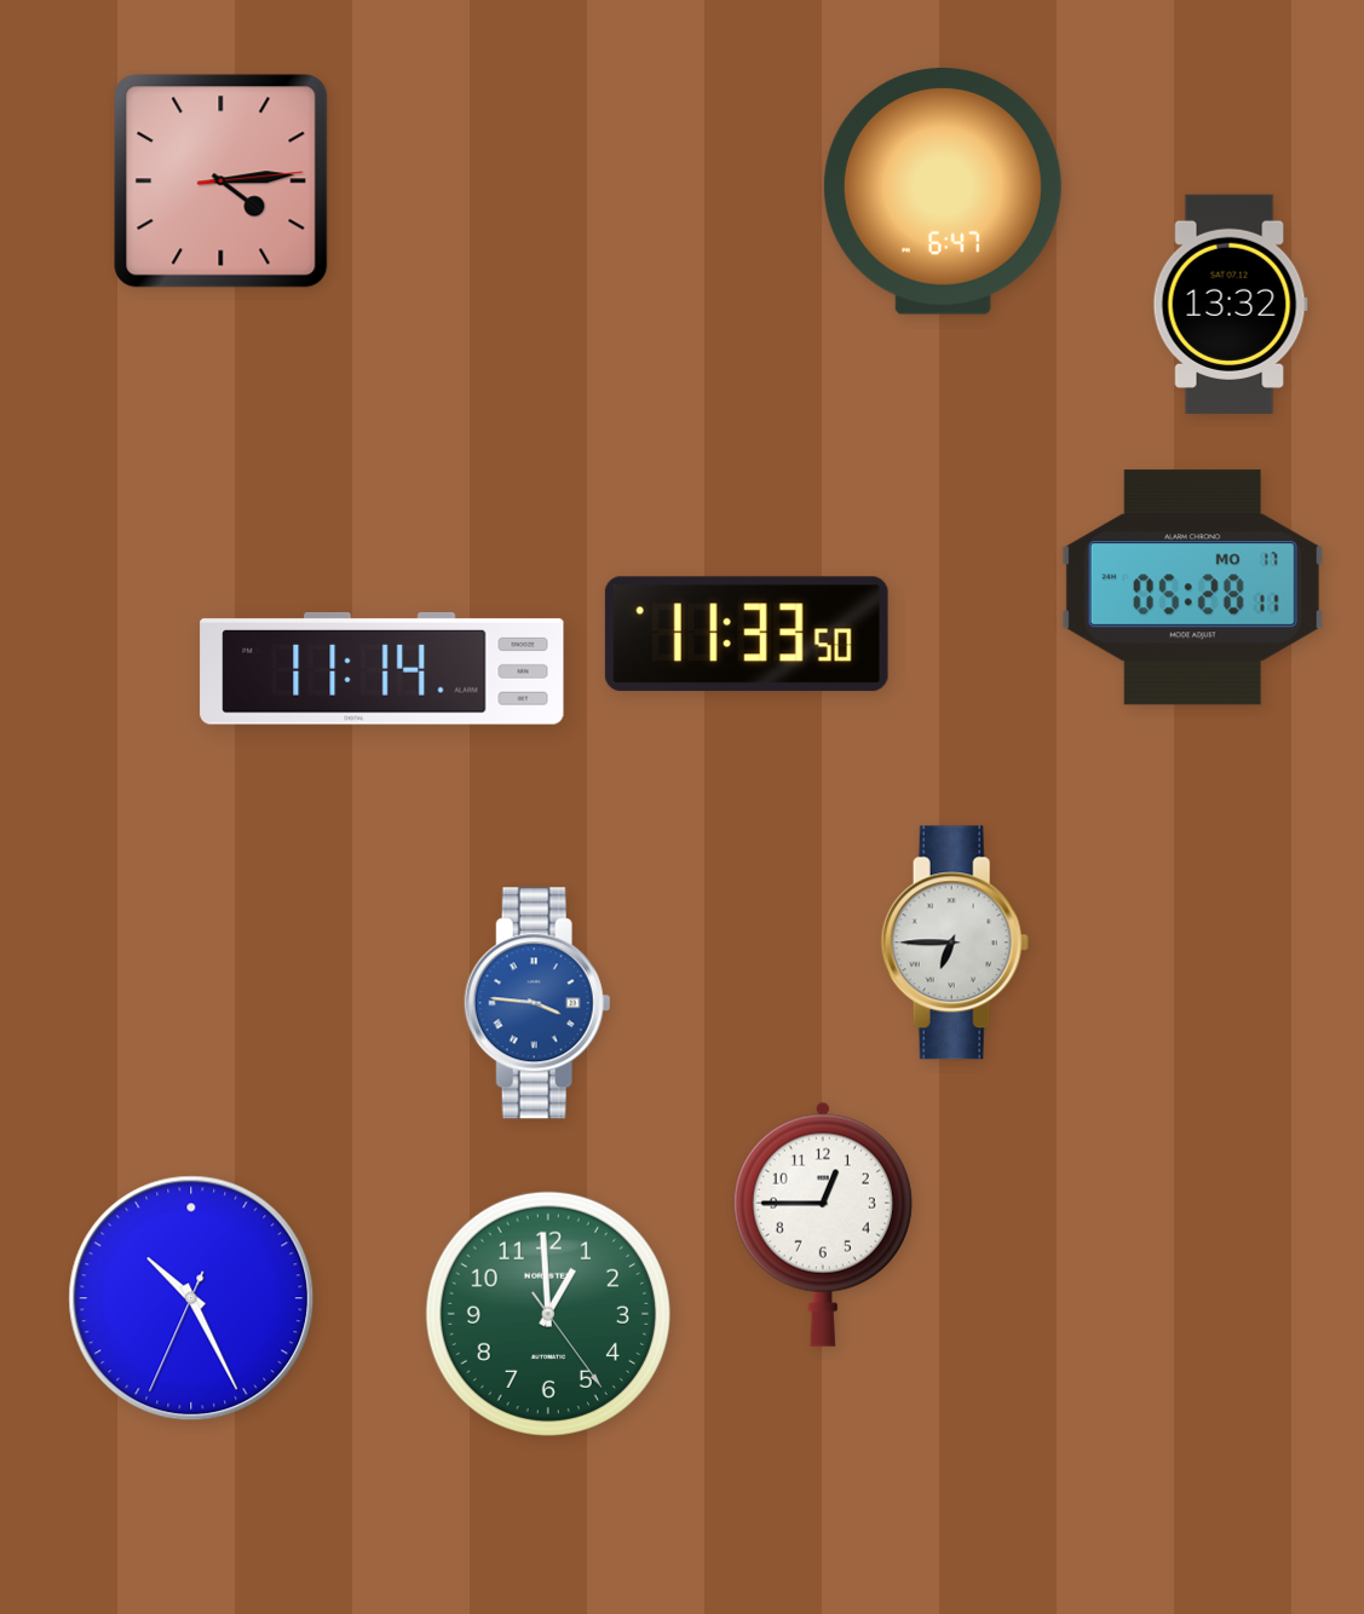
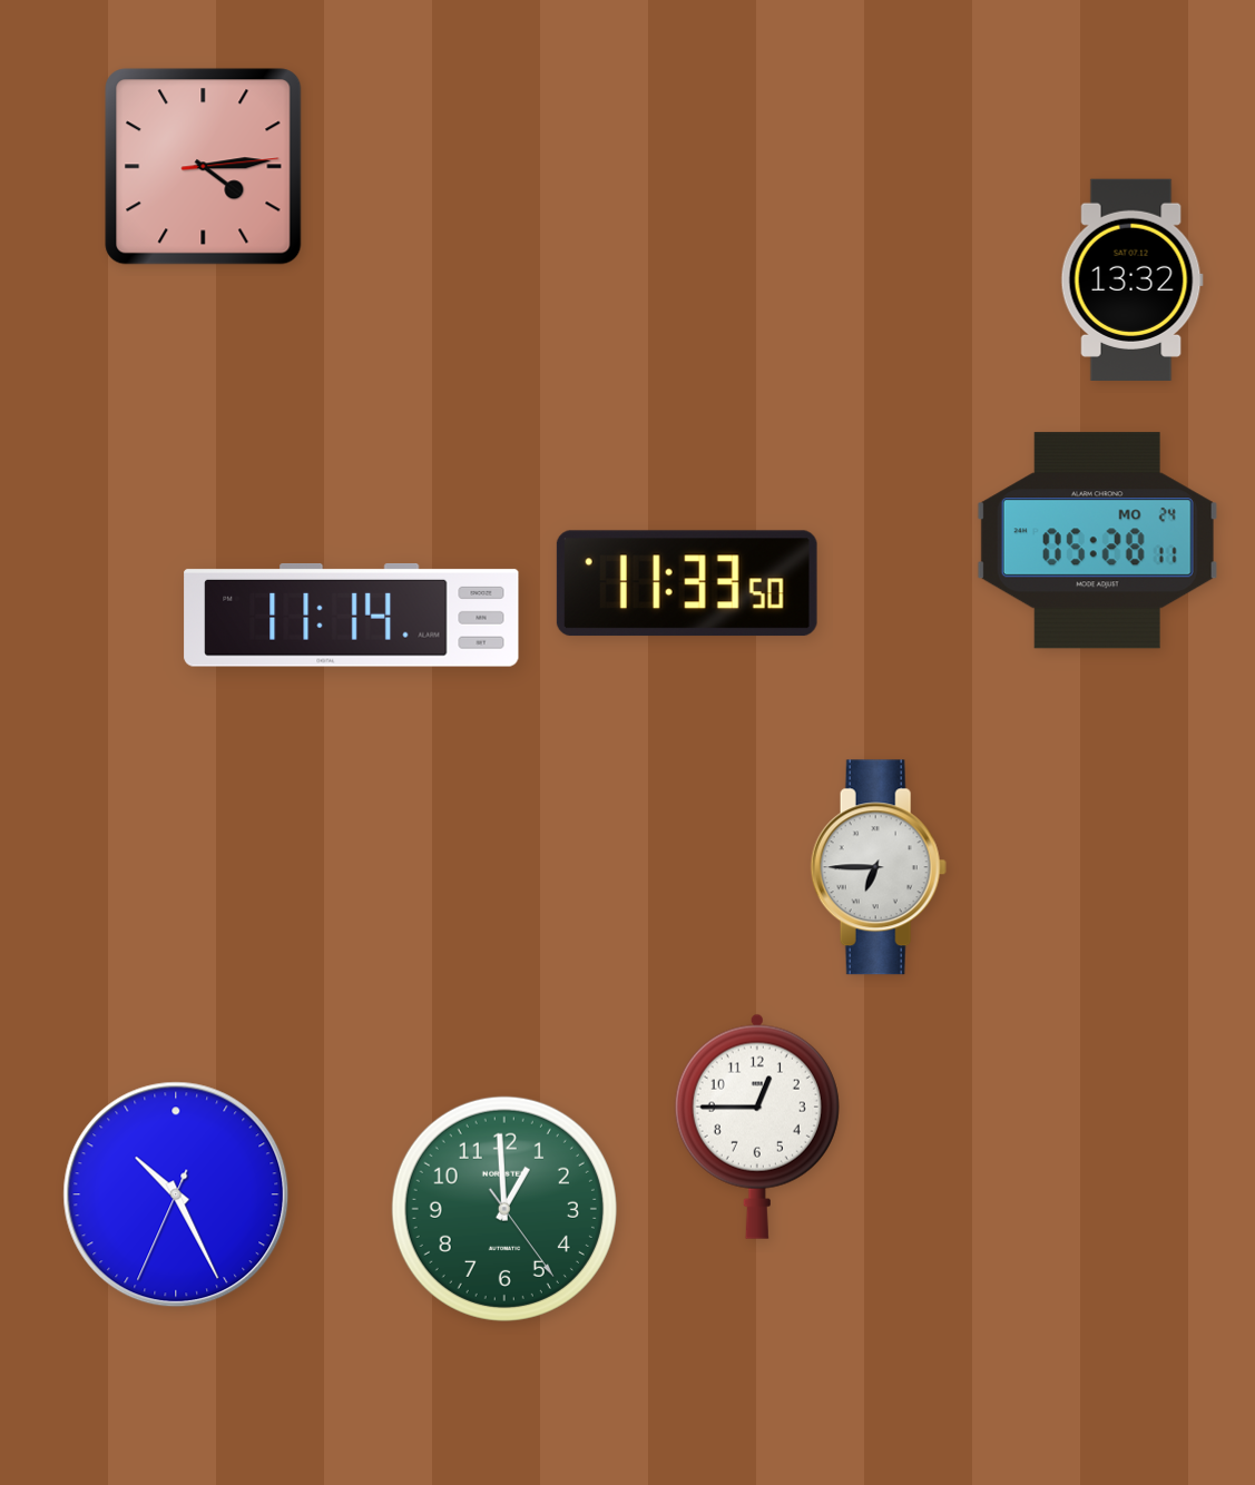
clock at (943, 192): 6:47 -> none
clock at (1192, 588) date: MO 17 -> MO 24
clock at (537, 1003): 3:46 -> none
